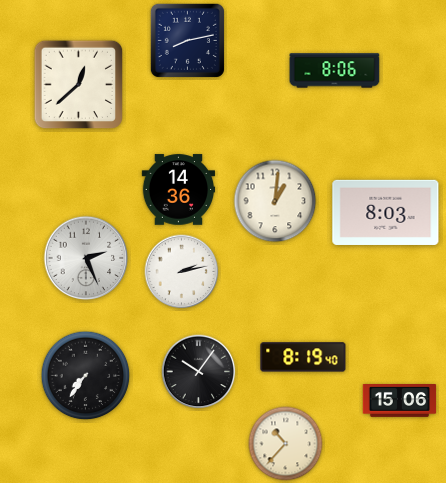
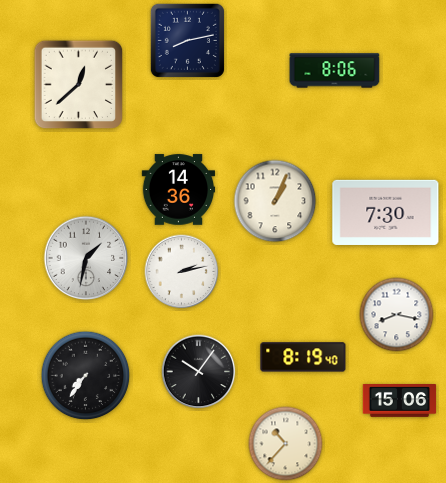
clock at (275, 201): 1:01 -> 1:04
clock at (386, 212): 8:03 -> 7:30
clock at (86, 258): 2:26 -> 1:32
clock at (397, 315): none -> 8:17
